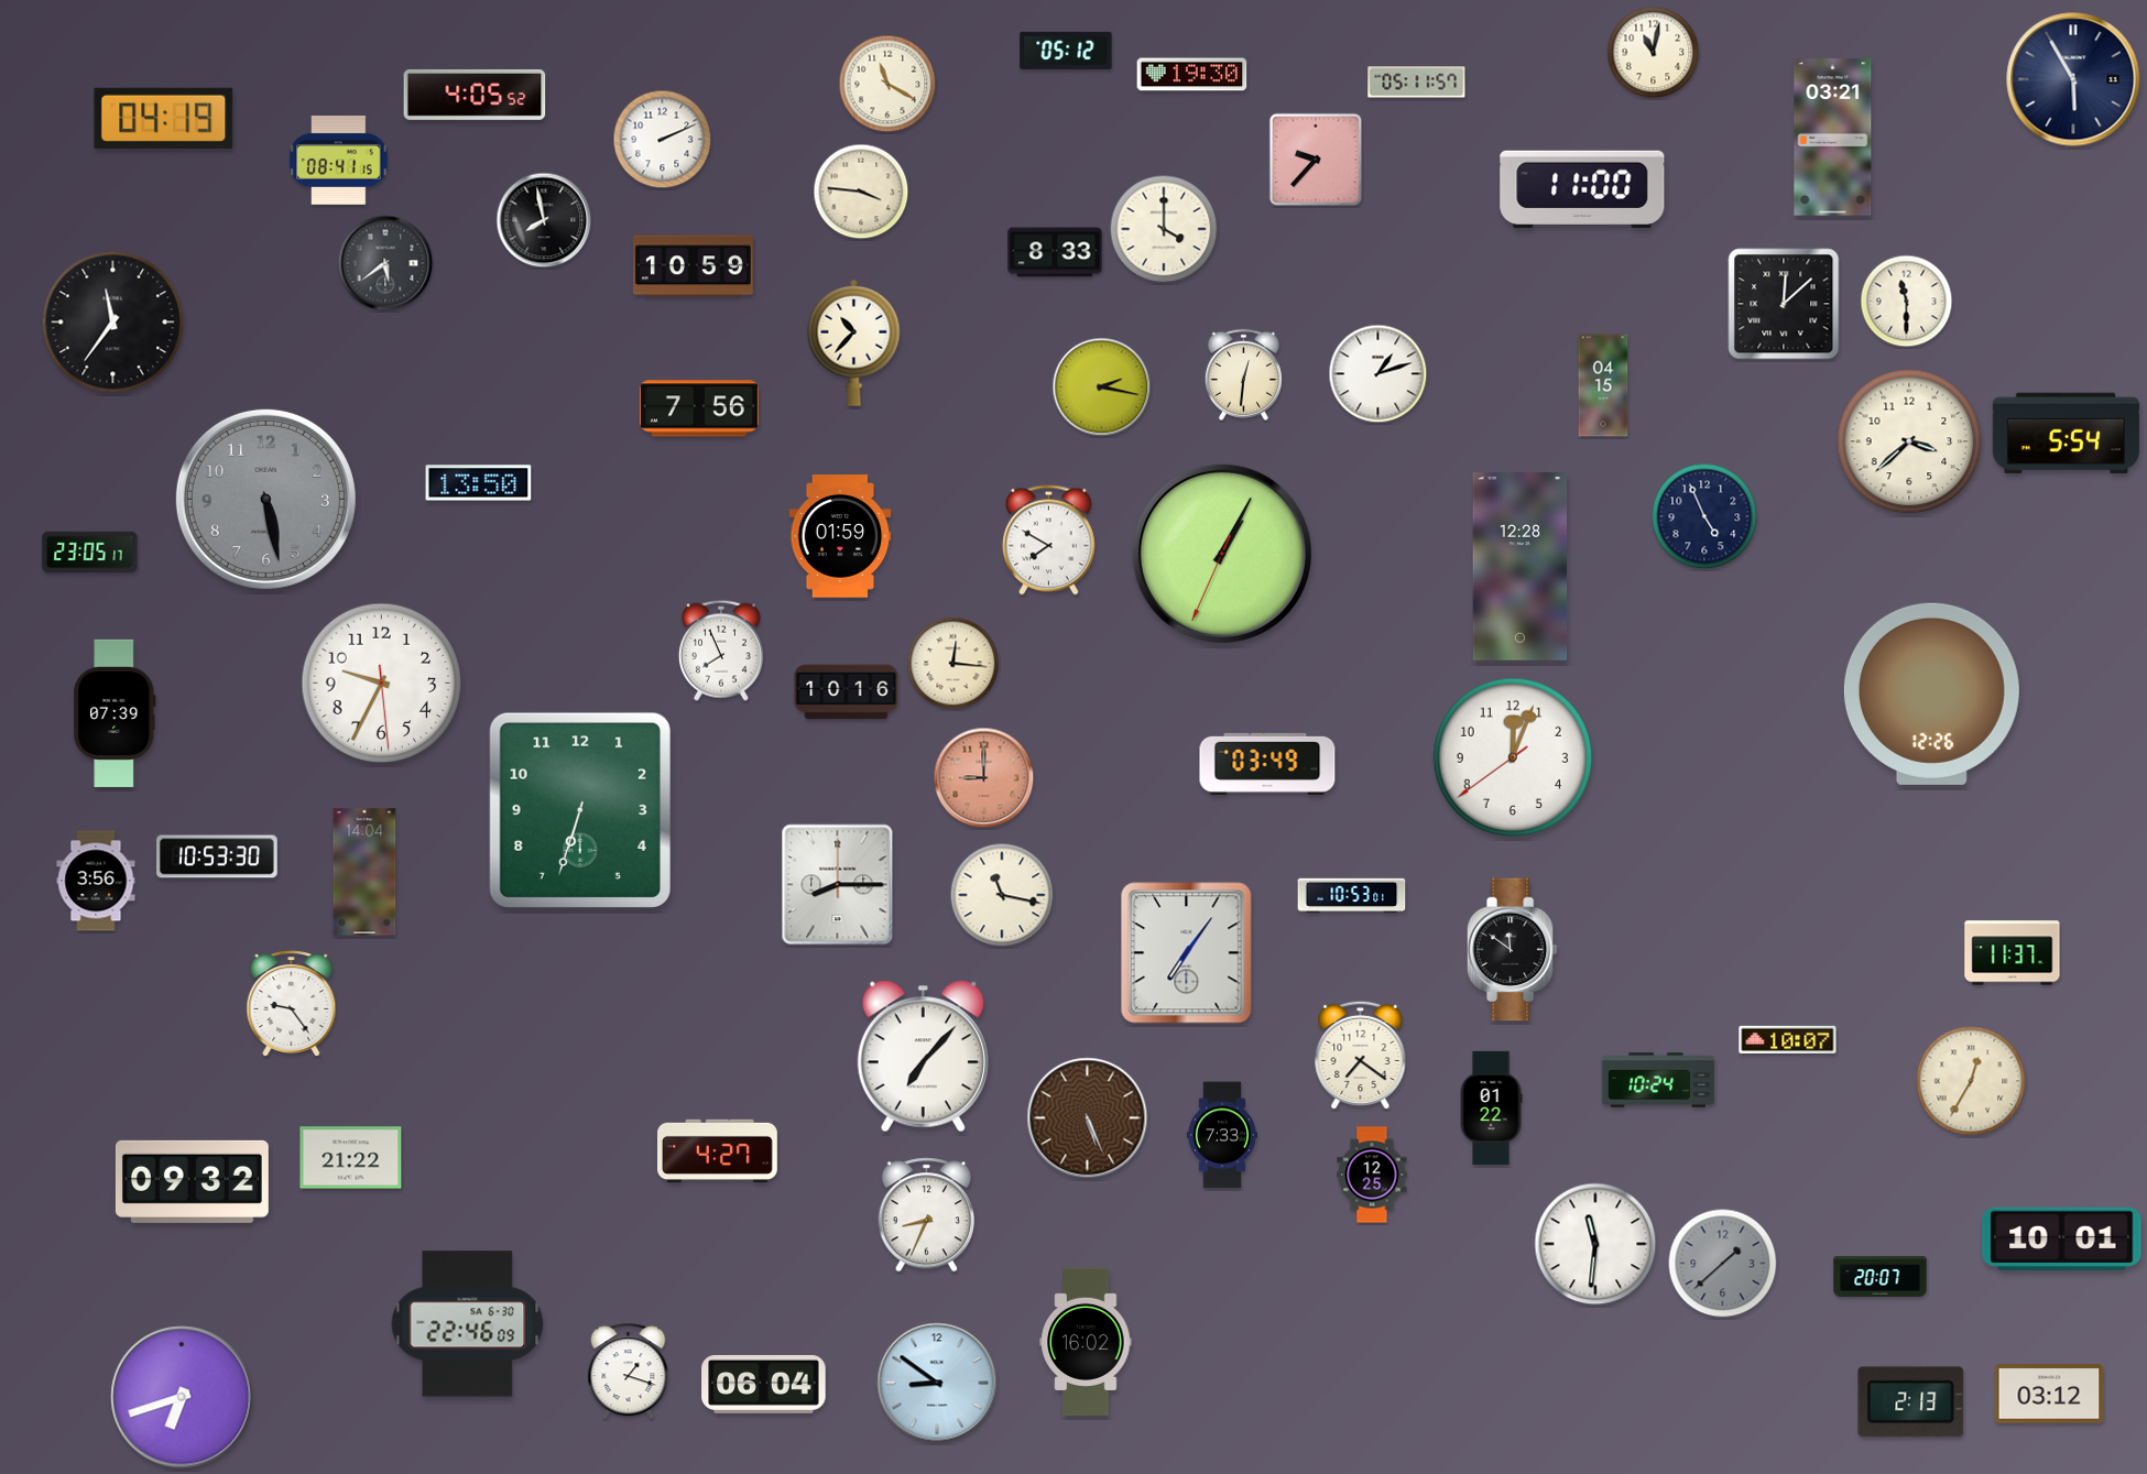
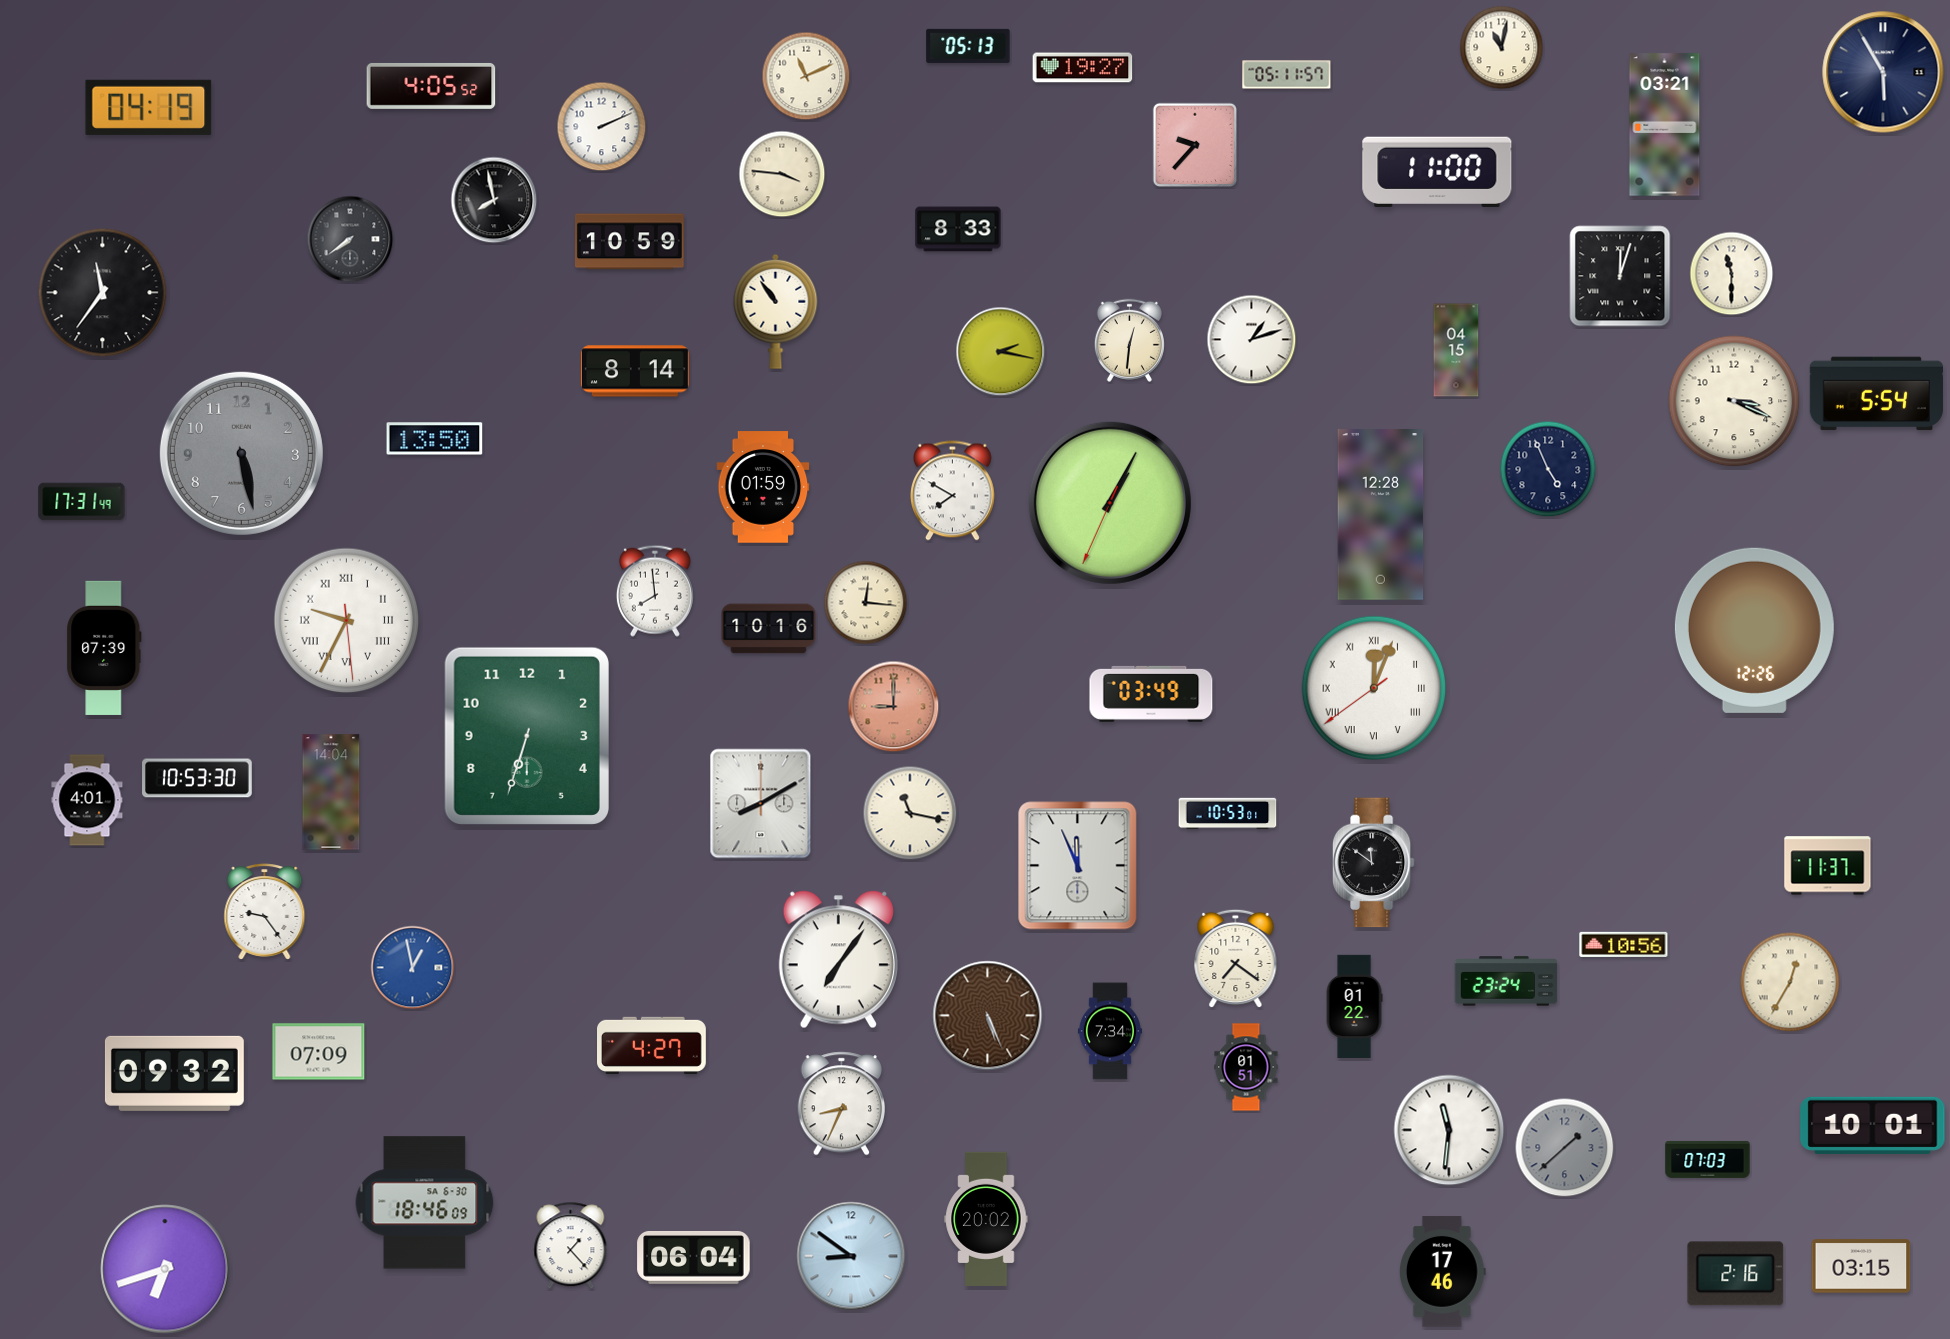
clock at (1066, 51): 05:12 -> 05:13
clock at (1192, 75): 19:30 -> 19:27
clock at (887, 84): 11:20 -> 11:11
clock at (339, 161): 08:41 -> none
clock at (1164, 229): 4:00 -> none
clock at (385, 263): 5:39 -> 7:39
clock at (1784, 304): 12:08 -> 12:03
clock at (854, 342): 10:37 -> 10:54
clock at (699, 408): 7:56 -> 8:14
clock at (1909, 441): 3:38 -> 3:19
clock at (90, 553): 23:05 -> 17:31
clock at (721, 651): 7:56 -> 7:59
clock at (382, 684) numerals: Arabic -> Roman
clock at (1513, 757) numerals: Arabic -> Roman
clock at (96, 881): 3:56 -> 4:01
clock at (838, 885): 8:15 -> 8:10
clock at (1187, 953): 7:06 -> 11:56
clock at (1788, 1039): 10:07 -> 10:56
clock at (923, 1057): 7:07 -> 7:06
clock at (413, 968): none -> 12:58
clock at (1658, 1080): 10:24 -> 23:24
clock at (1222, 1135): 7:33 -> 7:34
clock at (351, 1158): 21:22 -> 07:09
clock at (1372, 1175): 12:25 -> 01:51
clock at (1881, 1276): 20:07 -> 07:03
clock at (468, 1324): 22:46 -> 18:46
clock at (1086, 1342): 16:02 -> 20:02
clock at (629, 1372): 1:18 -> 1:23
clock at (2049, 1394): 03:12 -> 03:15
clock at (1442, 1272): none -> 17:46
clock at (1911, 1402): 2:13 -> 2:16
